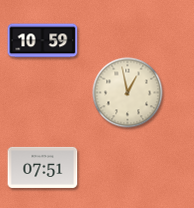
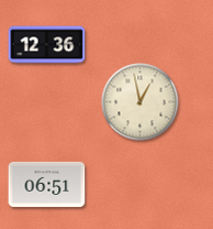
clock at (43, 41): 10:59 -> 12:36
clock at (43, 167): 07:51 -> 06:51
